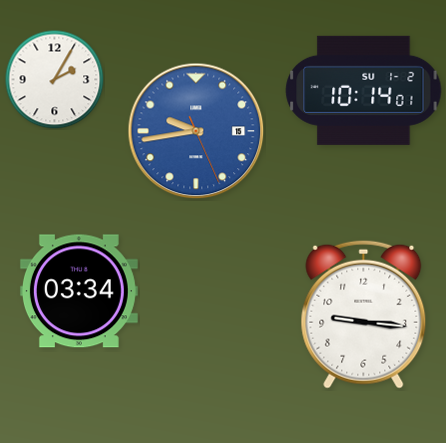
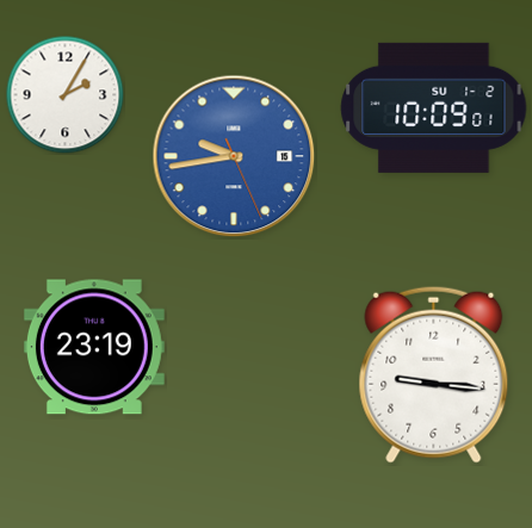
clock at (364, 90): 10:14 -> 10:09
clock at (79, 291): 03:34 -> 23:19
